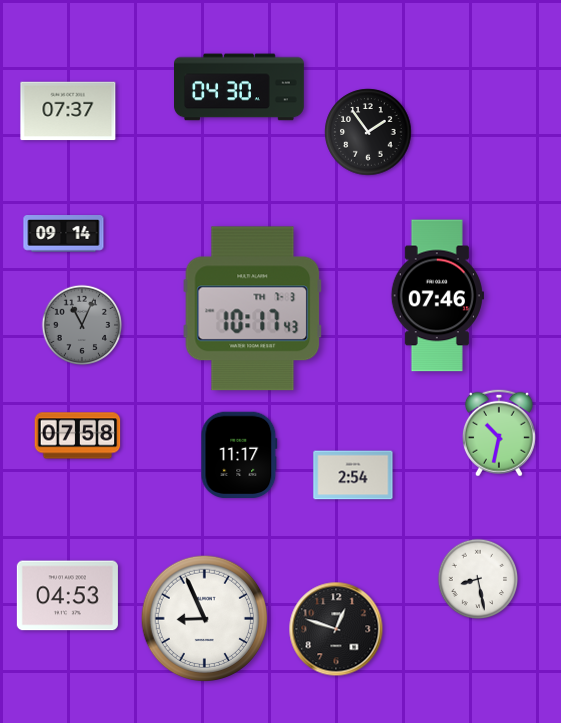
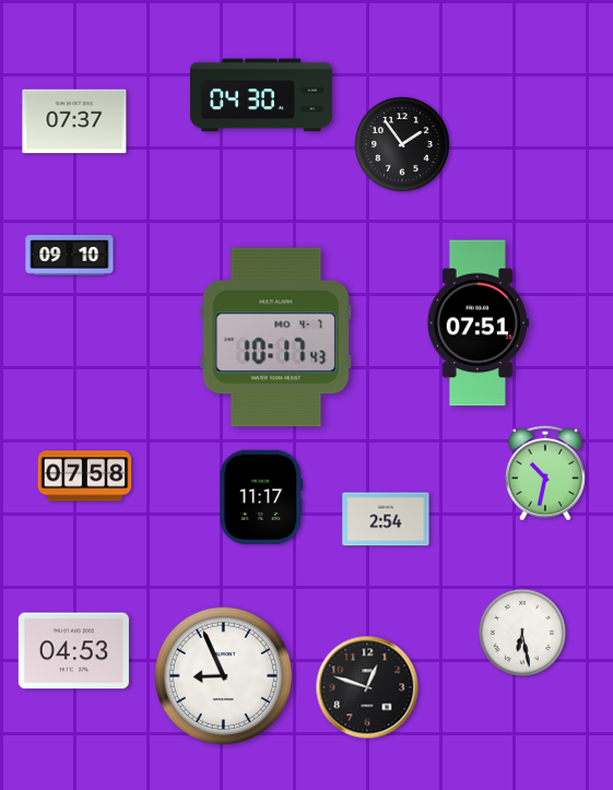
clock at (64, 234): 09:14 -> 09:10
clock at (437, 296): 07:46 -> 07:51
clock at (253, 309) date: TH 7-3 -> MO 4-7
clock at (82, 325): 11:04 -> none
clock at (478, 579): 8:28 -> 6:28
